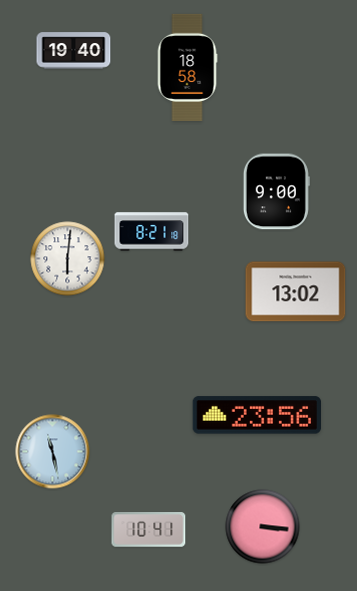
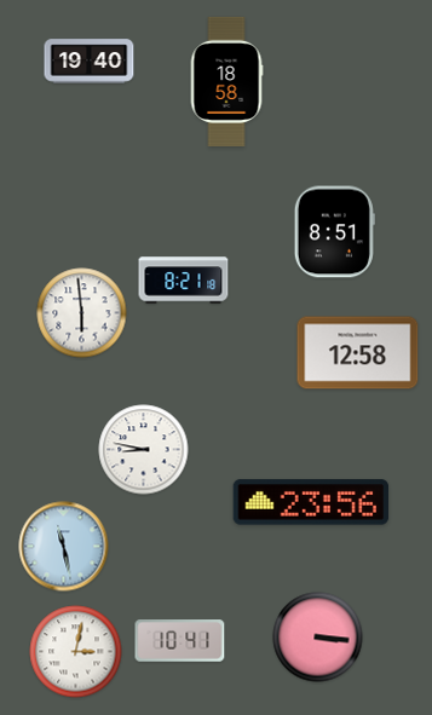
clock at (276, 192): 9:00 -> 8:51
clock at (68, 259): 6:01 -> 5:59
clock at (296, 292): 13:02 -> 12:58
clock at (144, 450): none -> 8:47
clock at (76, 652): none -> 3:02
